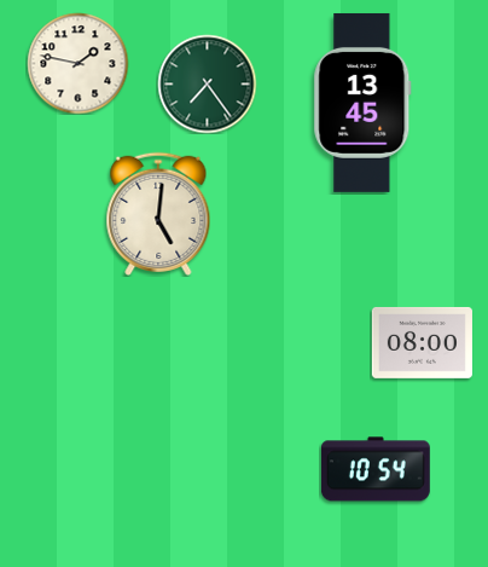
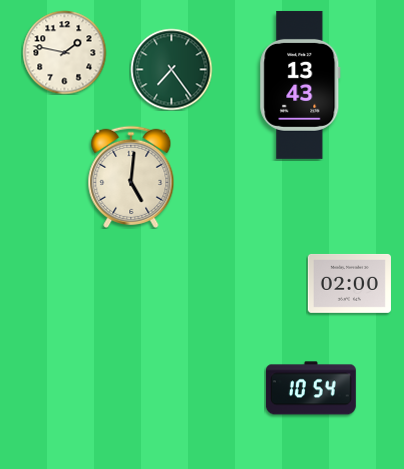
clock at (362, 103): 13:45 -> 13:43
clock at (422, 342): 08:00 -> 02:00
